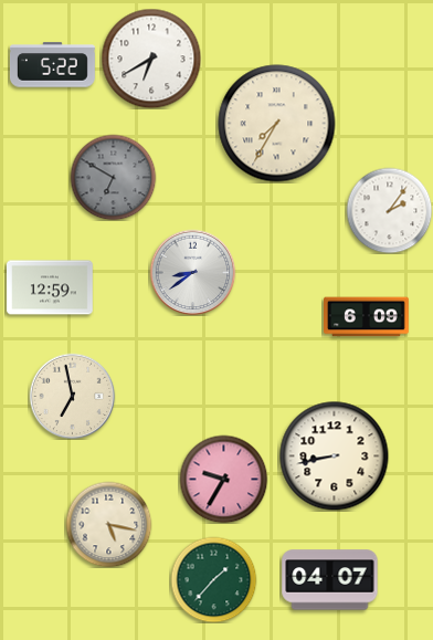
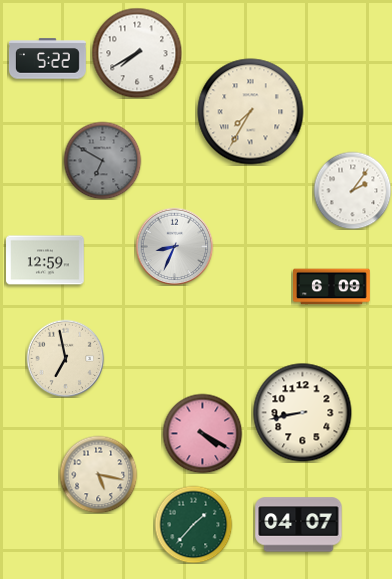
clock at (151, 59): 6:40 -> 7:40
clock at (192, 272): 8:39 -> 8:34
clock at (223, 479): 9:35 -> 4:20
